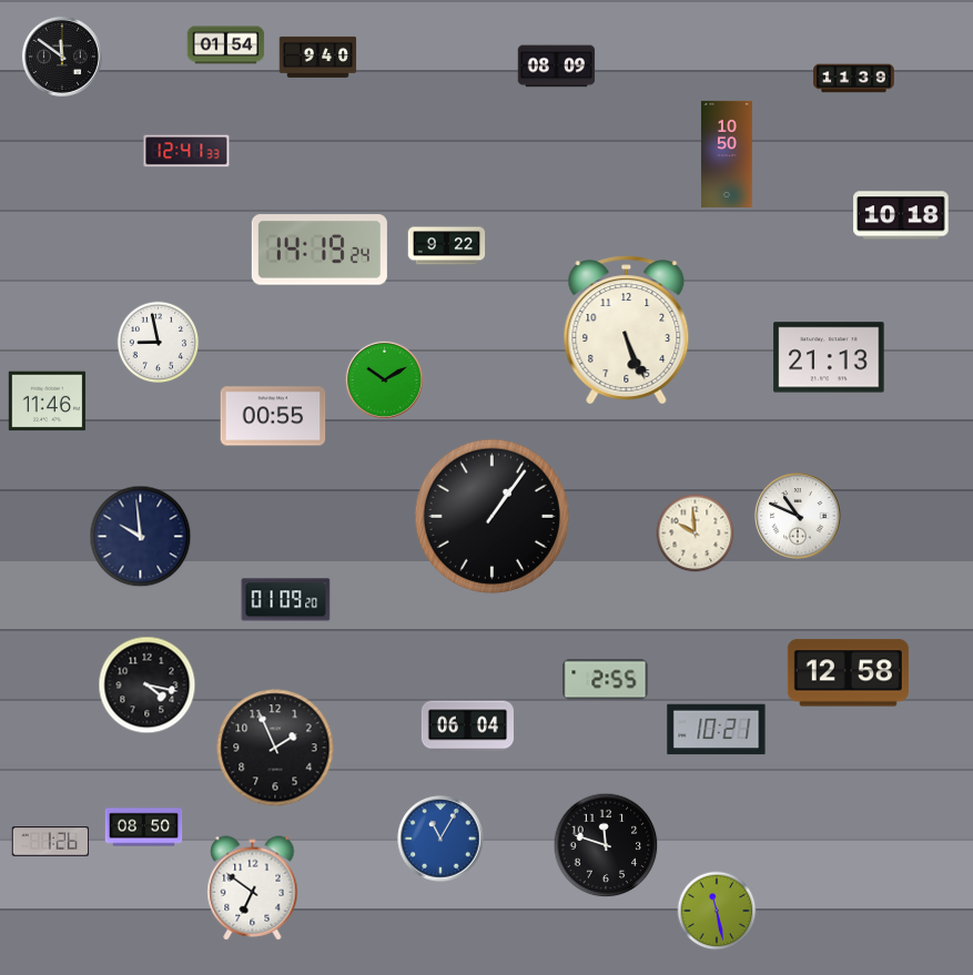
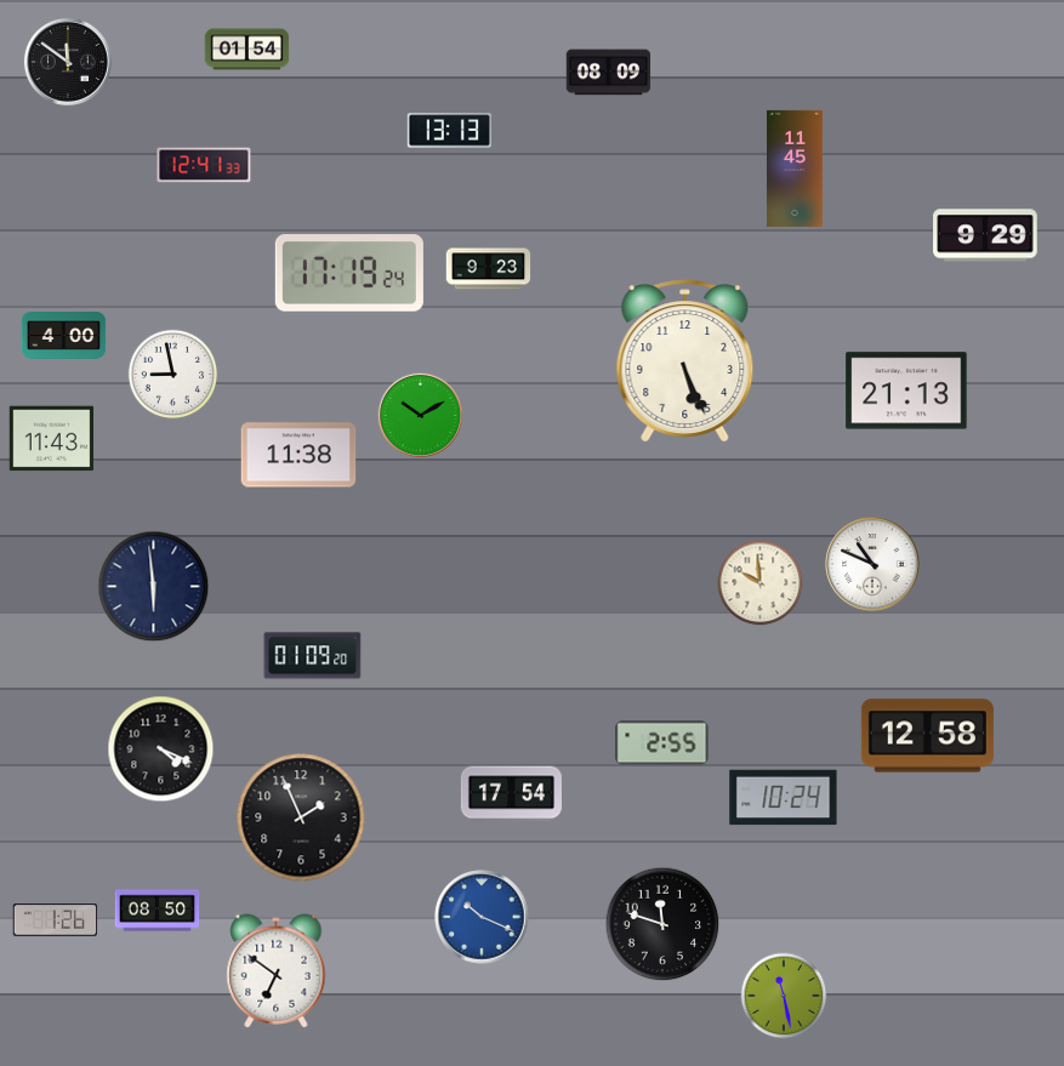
clock at (318, 57): 9:40 -> none
clock at (854, 79): 11:39 -> none
clock at (449, 131): none -> 13:13
clock at (727, 154): 10:50 -> 11:45
clock at (901, 215): 10:18 -> 9:29
clock at (447, 246): 9:22 -> 9:23
clock at (320, 250): 14:19 -> 17:19
clock at (64, 336): none -> 4:00
clock at (48, 402): 11:46 -> 11:43
clock at (273, 416): 00:55 -> 11:38
clock at (491, 516): 1:06 -> none
clock at (141, 537): 9:59 -> 5:59
clock at (148, 685): 4:17 -> 4:19
clock at (467, 727): 06:04 -> 17:54
clock at (717, 730): 10:21 -> 10:24
clock at (144, 827) position: (144, 827) -> (158, 911)
clock at (440, 839): 11:05 -> 10:19
